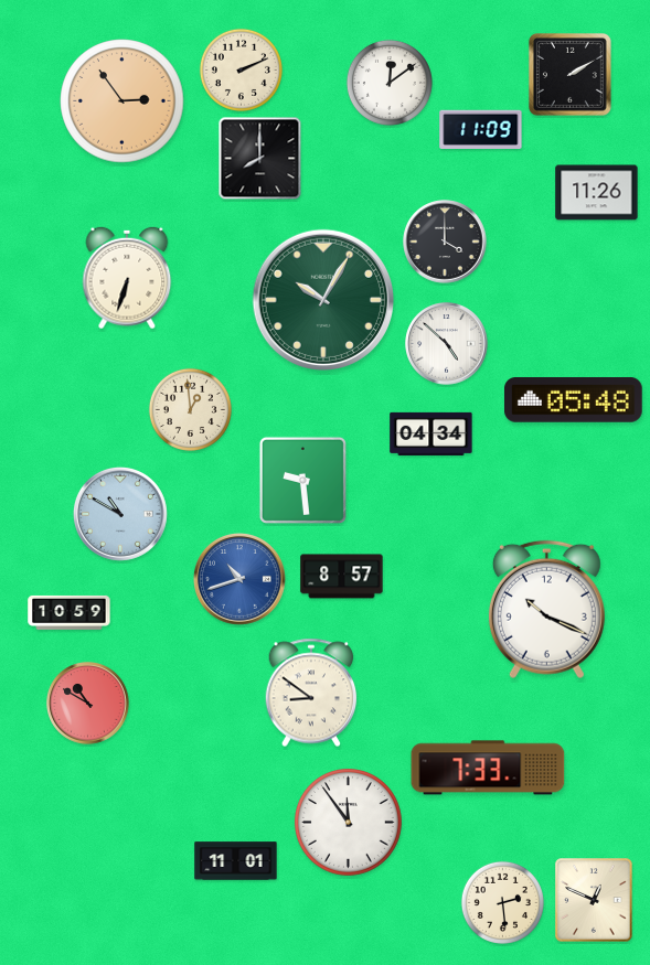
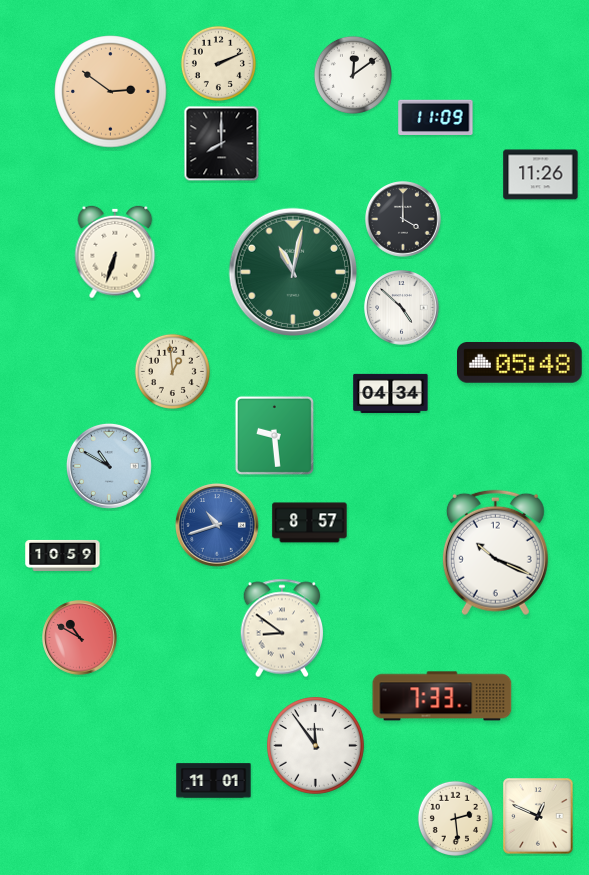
clock at (569, 74): 2:10 -> none
clock at (122, 101): 2:54 -> 2:51
clock at (260, 159) position: (260, 159) -> (222, 144)
clock at (322, 299): 10:05 -> 11:02
clock at (447, 344) position: (447, 344) -> (402, 308)
